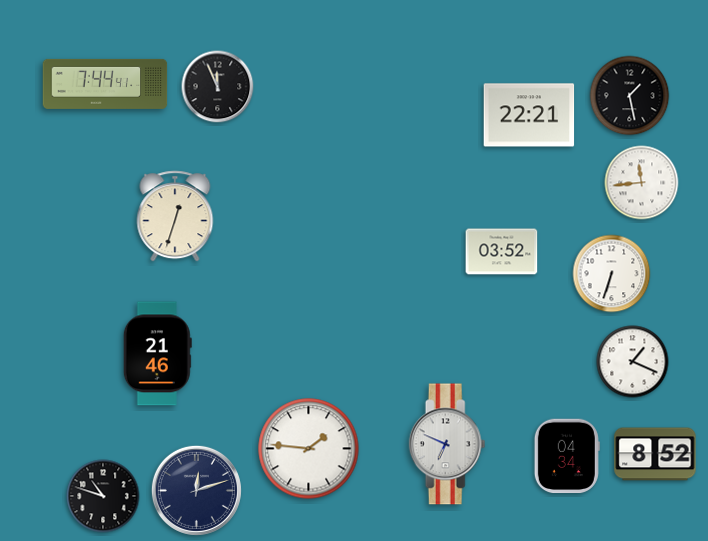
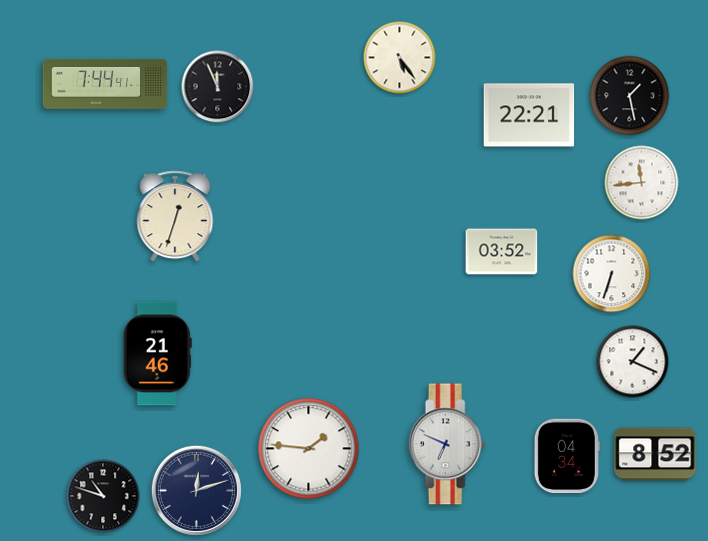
clock at (400, 58): none -> 5:24
